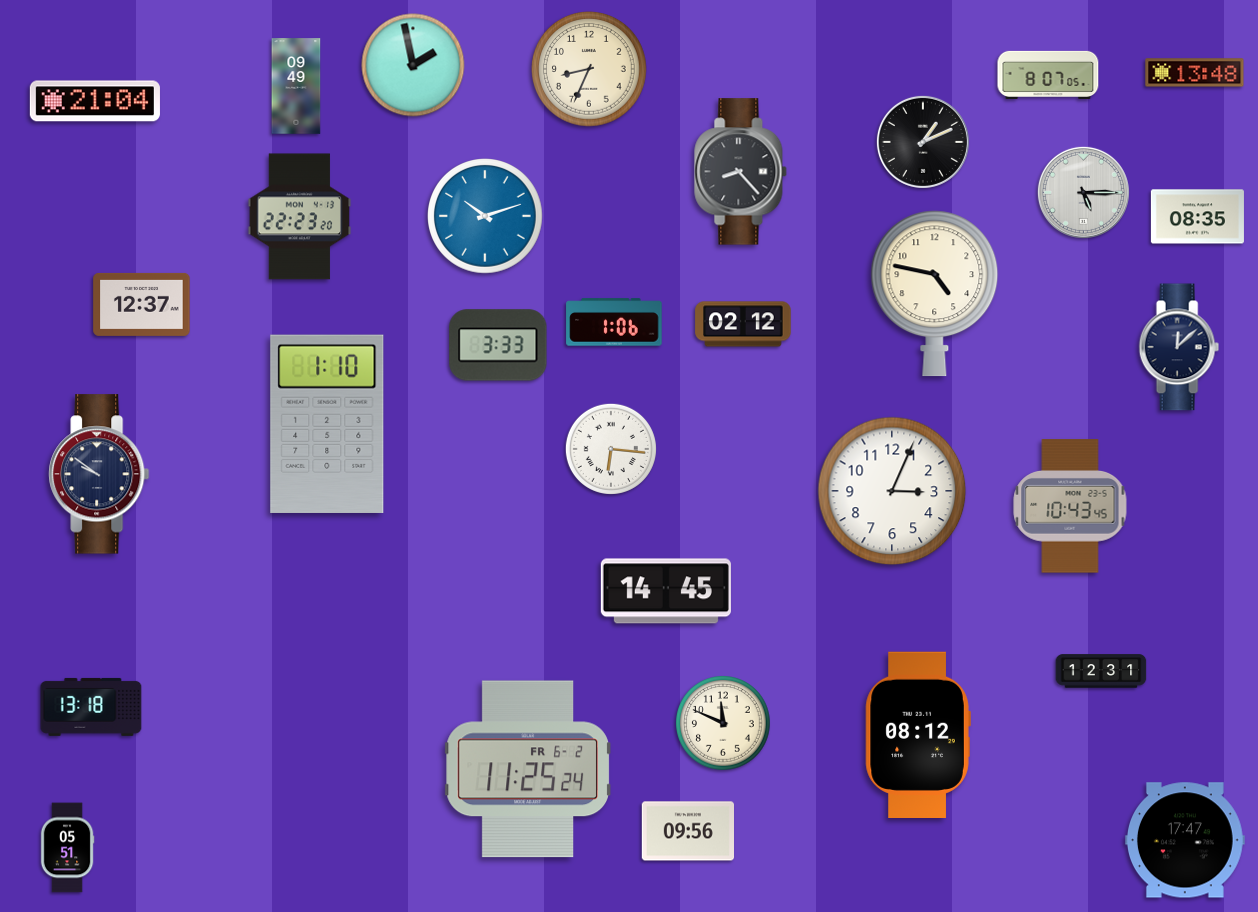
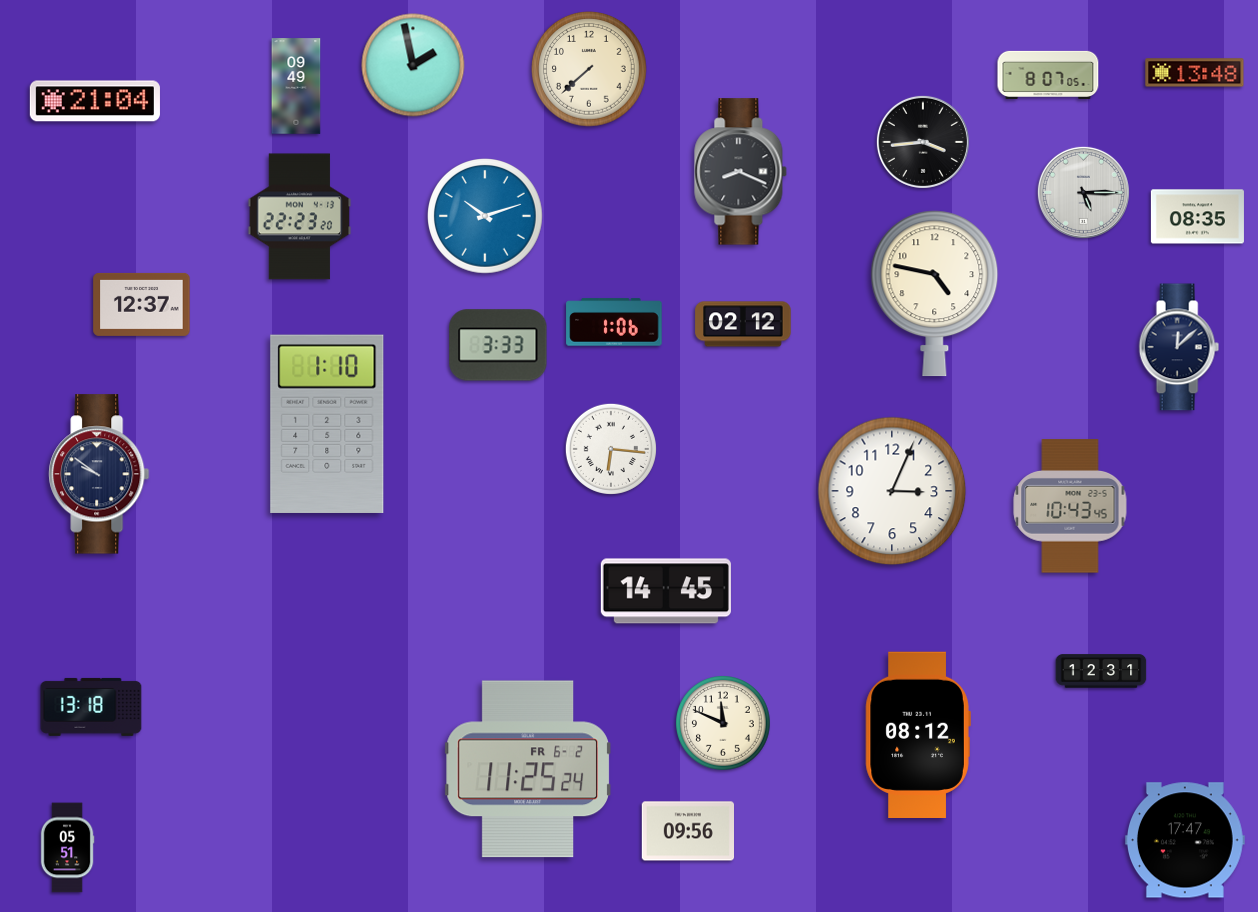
clock at (590, 70): 8:34 -> 7:38
clock at (923, 142): 1:11 -> 3:44
clock at (741, 172): 8:23 -> 8:19
